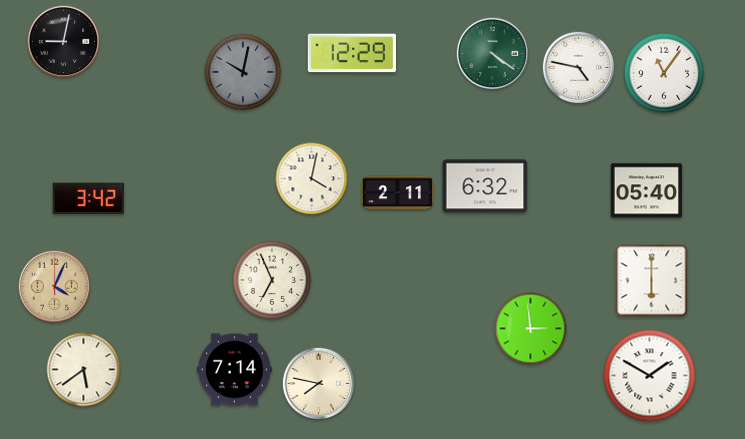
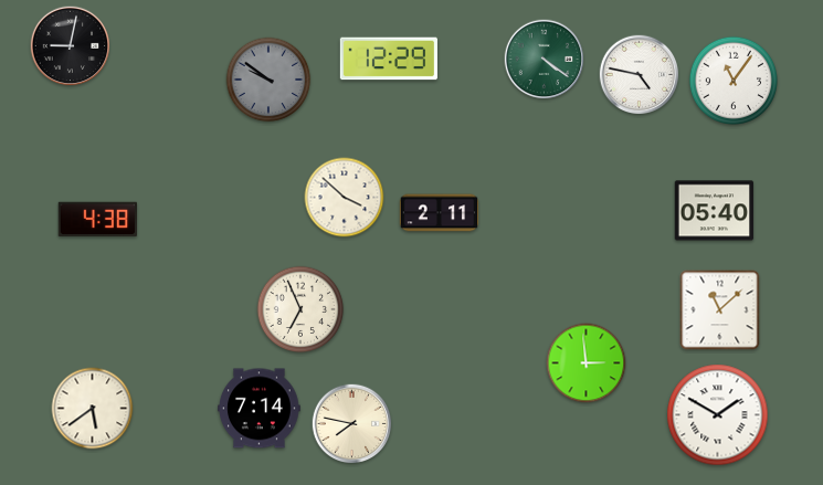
clock at (243, 72): 10:02 -> 9:51
clock at (312, 179): 4:02 -> 3:52
clock at (485, 186): 6:32 -> none
clock at (88, 198): 3:42 -> 4:38
clock at (652, 281): 6:00 -> 11:08
clock at (55, 287): 4:04 -> none
